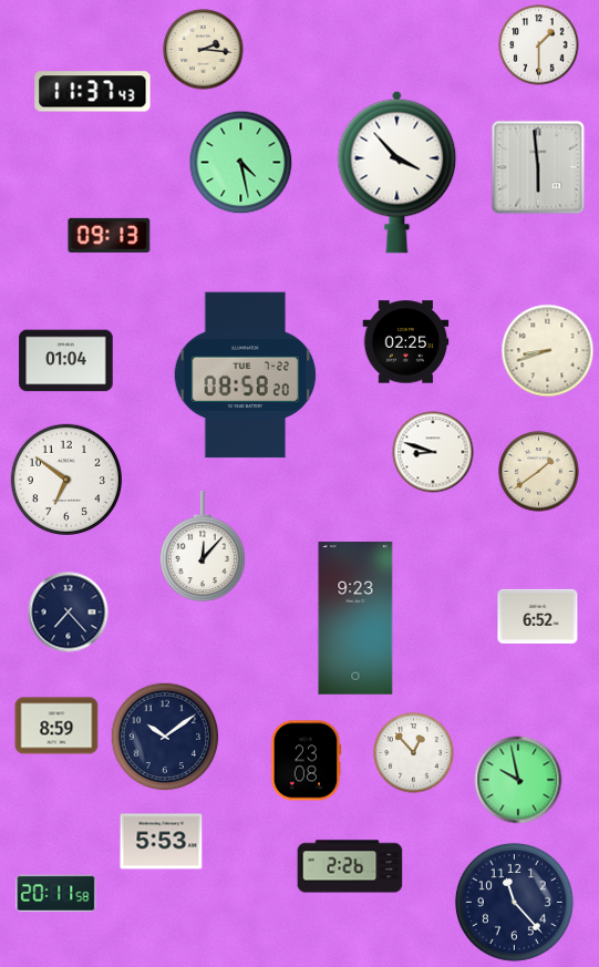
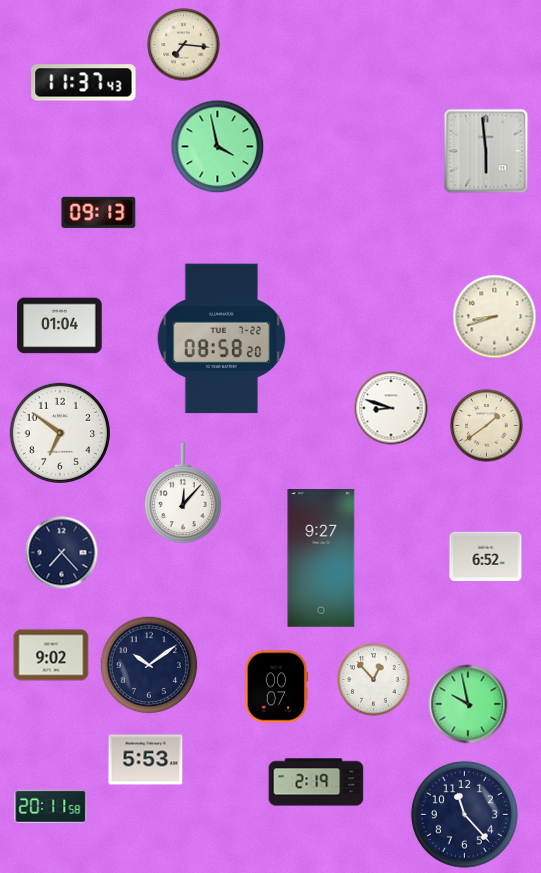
clock at (539, 45): 1:30 -> none
clock at (204, 50): 2:16 -> 7:16
clock at (241, 163): 4:28 -> 3:58
clock at (397, 172): 3:53 -> none
clock at (406, 342): 02:25 -> none
clock at (355, 618): 9:23 -> 9:27
clock at (56, 726): 8:59 -> 9:02
clock at (306, 761): 23:08 -> 00:07
clock at (350, 866): 2:26 -> 2:19
